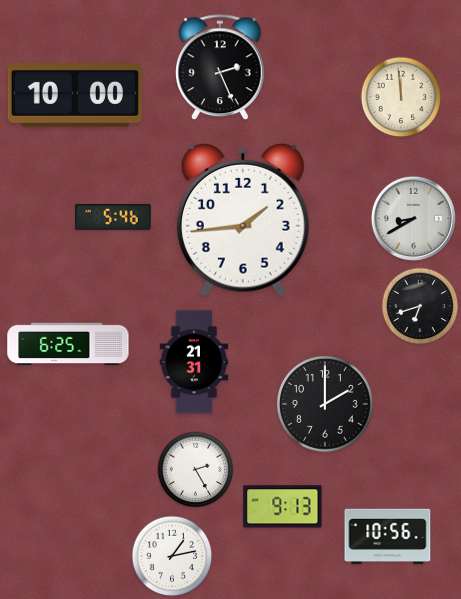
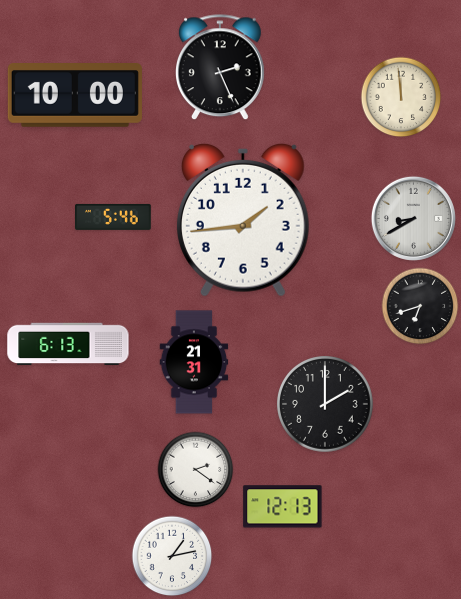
clock at (68, 344): 6:25 -> 6:13
clock at (196, 470): 2:25 -> 2:21
clock at (283, 507): 9:13 -> 12:13
clock at (388, 537): 10:56 -> none
